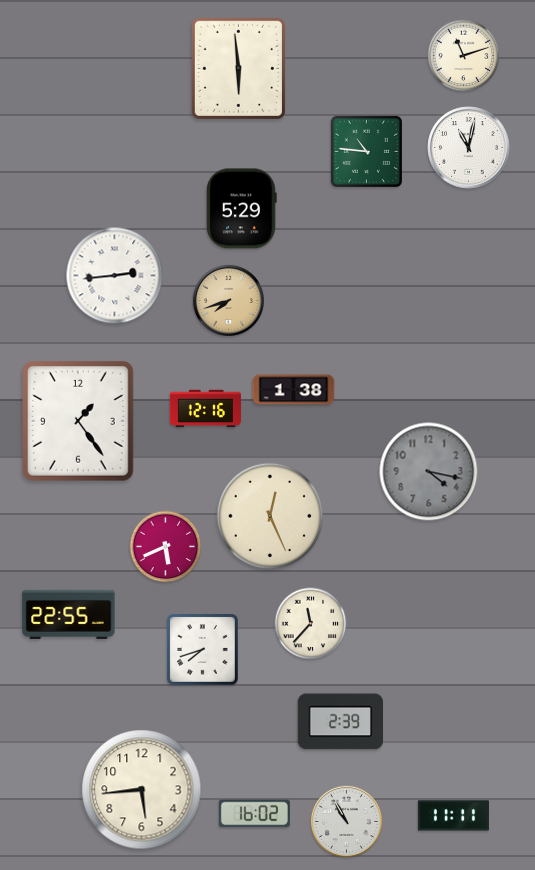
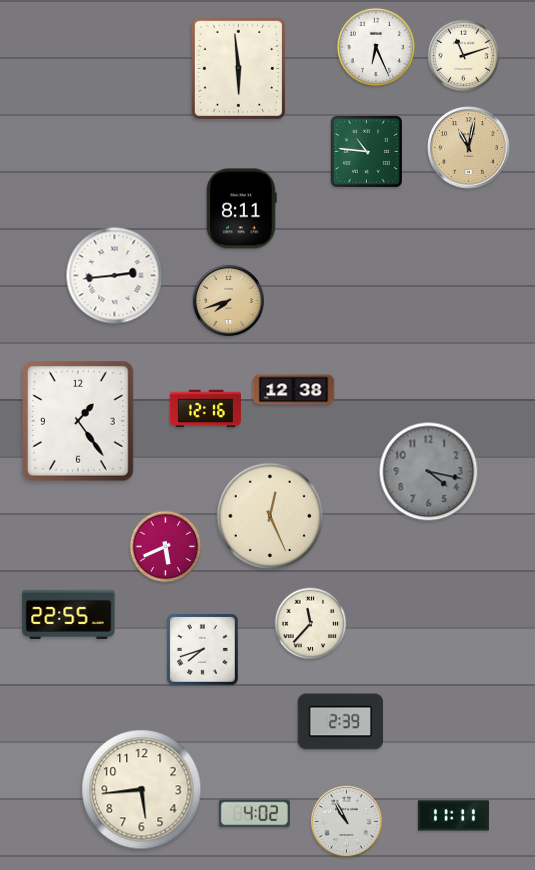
clock at (376, 47): none -> 6:26
clock at (469, 148) dial: white -> champagne
clock at (242, 209): 5:29 -> 8:11
clock at (294, 390): 1:38 -> 12:38
clock at (254, 814): 16:02 -> 4:02
